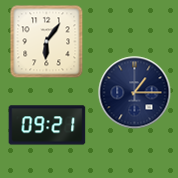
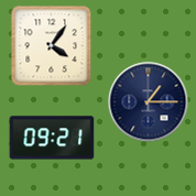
clock at (47, 42): 6:06 -> 4:06
